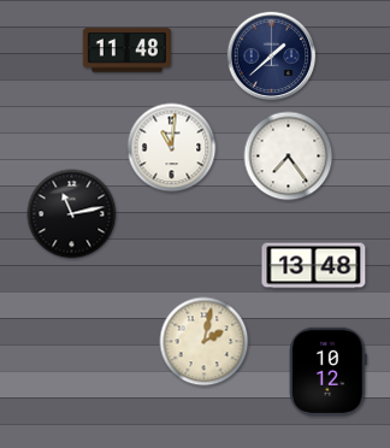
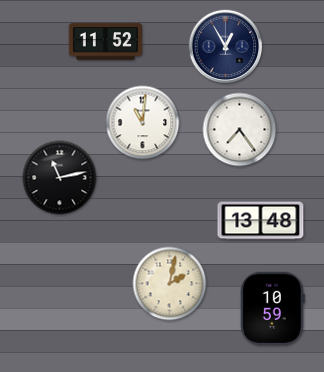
clock at (126, 51): 11:48 -> 11:52
clock at (272, 57): 1:38 -> 12:55
clock at (329, 371): 10:12 -> 10:59
